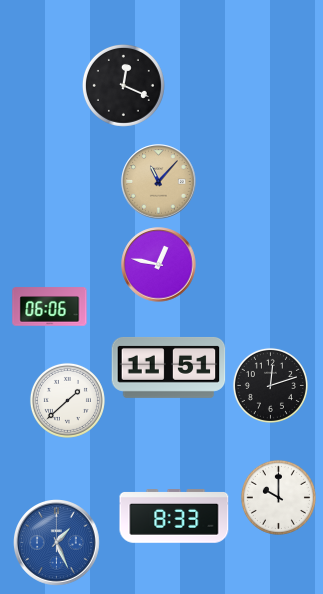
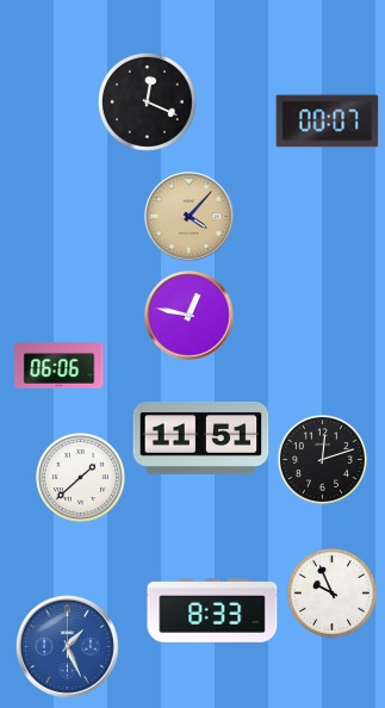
clock at (328, 122): none -> 00:07
clock at (159, 182): 11:07 -> 4:07
clock at (278, 497): 10:00 -> 9:56
clock at (174, 516) position: (174, 516) -> (212, 610)
